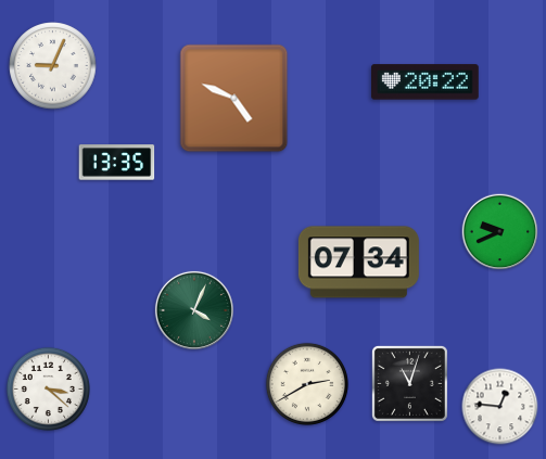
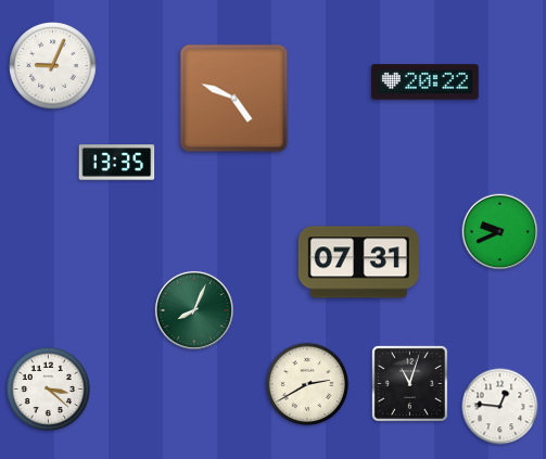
clock at (358, 263): 07:34 -> 07:31
clock at (194, 310): 4:04 -> 8:04
